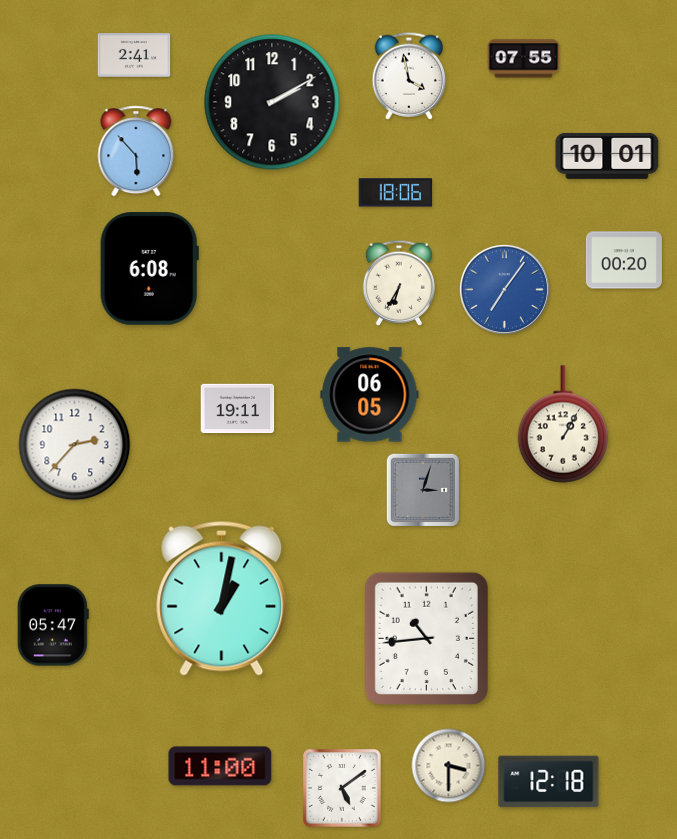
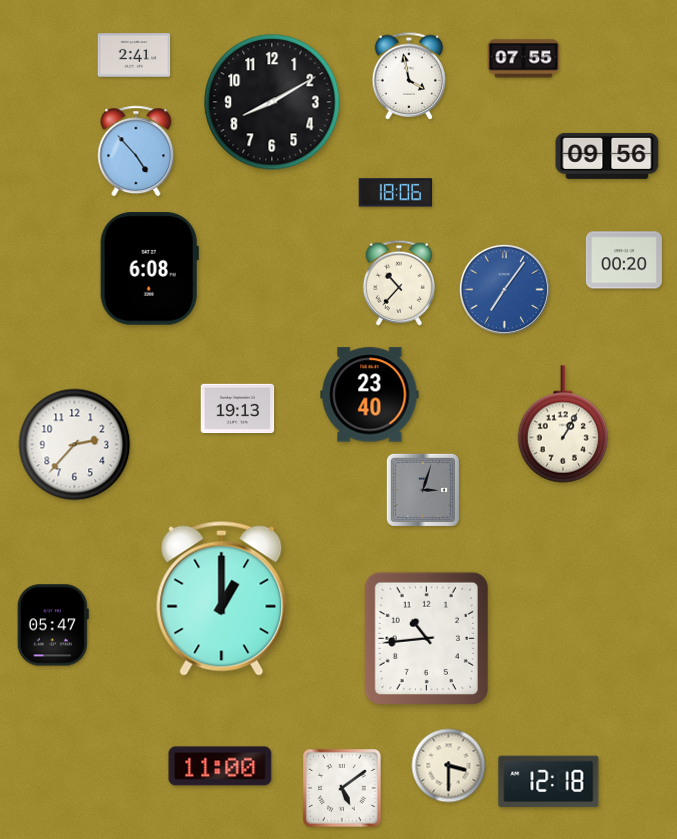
clock at (272, 102): 2:10 -> 8:10
clock at (136, 151): 5:53 -> 4:53
clock at (607, 156): 10:01 -> 09:56
clock at (399, 283): 6:35 -> 10:37
clock at (370, 395): 06:05 -> 23:40
clock at (238, 409): 19:11 -> 19:13
clock at (222, 598): 1:02 -> 1:00
